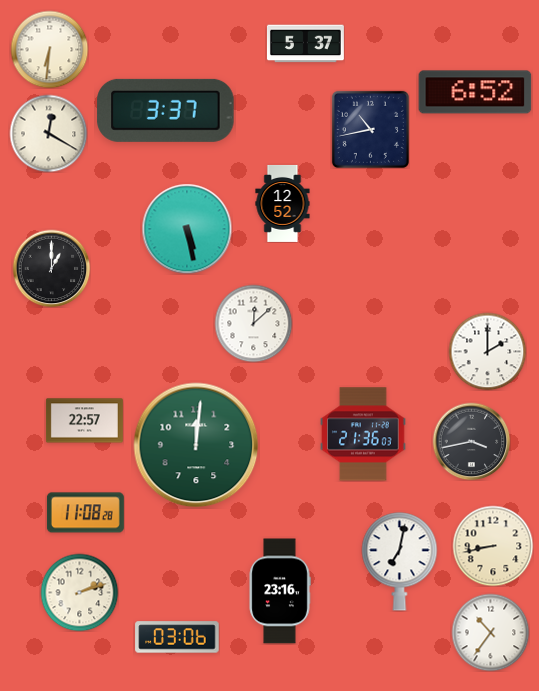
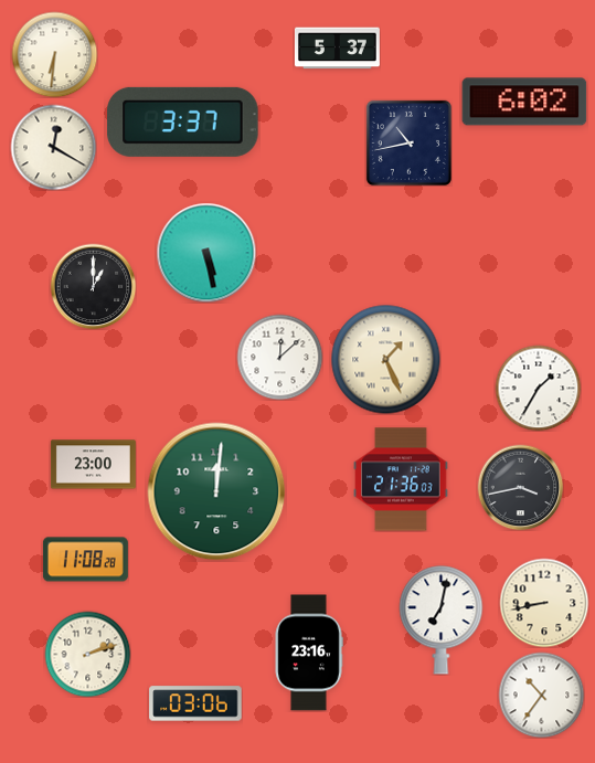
clock at (475, 92): 6:52 -> 6:02
clock at (283, 203): 12:52 -> none
clock at (51, 268) position: (51, 268) -> (93, 286)
clock at (386, 360): none -> 1:26
clock at (487, 351): 2:00 -> 1:35
clock at (84, 421): 22:57 -> 23:00
clock at (85, 513) position: (85, 513) -> (85, 560)
clock at (490, 632) position: (490, 632) -> (541, 695)
